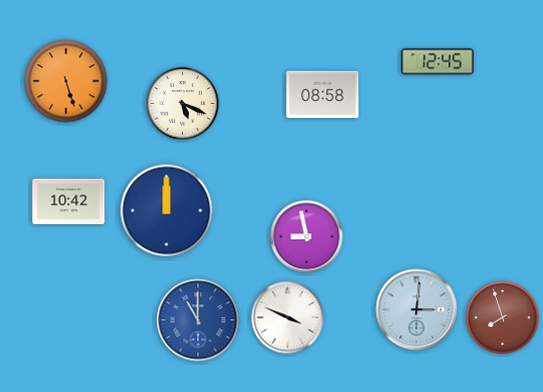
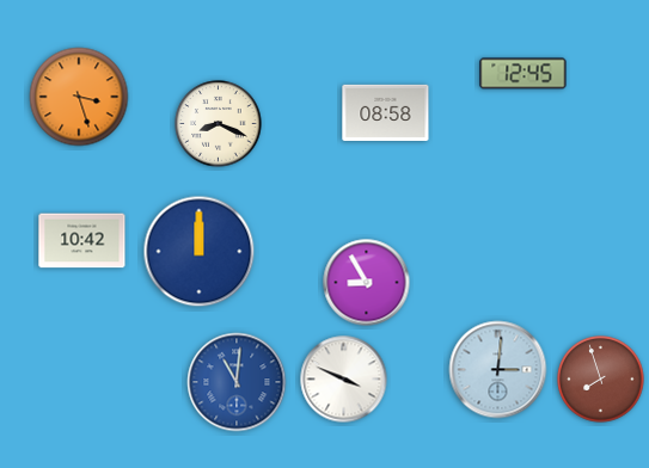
clock at (66, 81): 5:27 -> 3:27
clock at (183, 104): 5:19 -> 8:19
clock at (307, 237): 8:58 -> 8:55
clock at (198, 320): 11:00 -> 11:01
